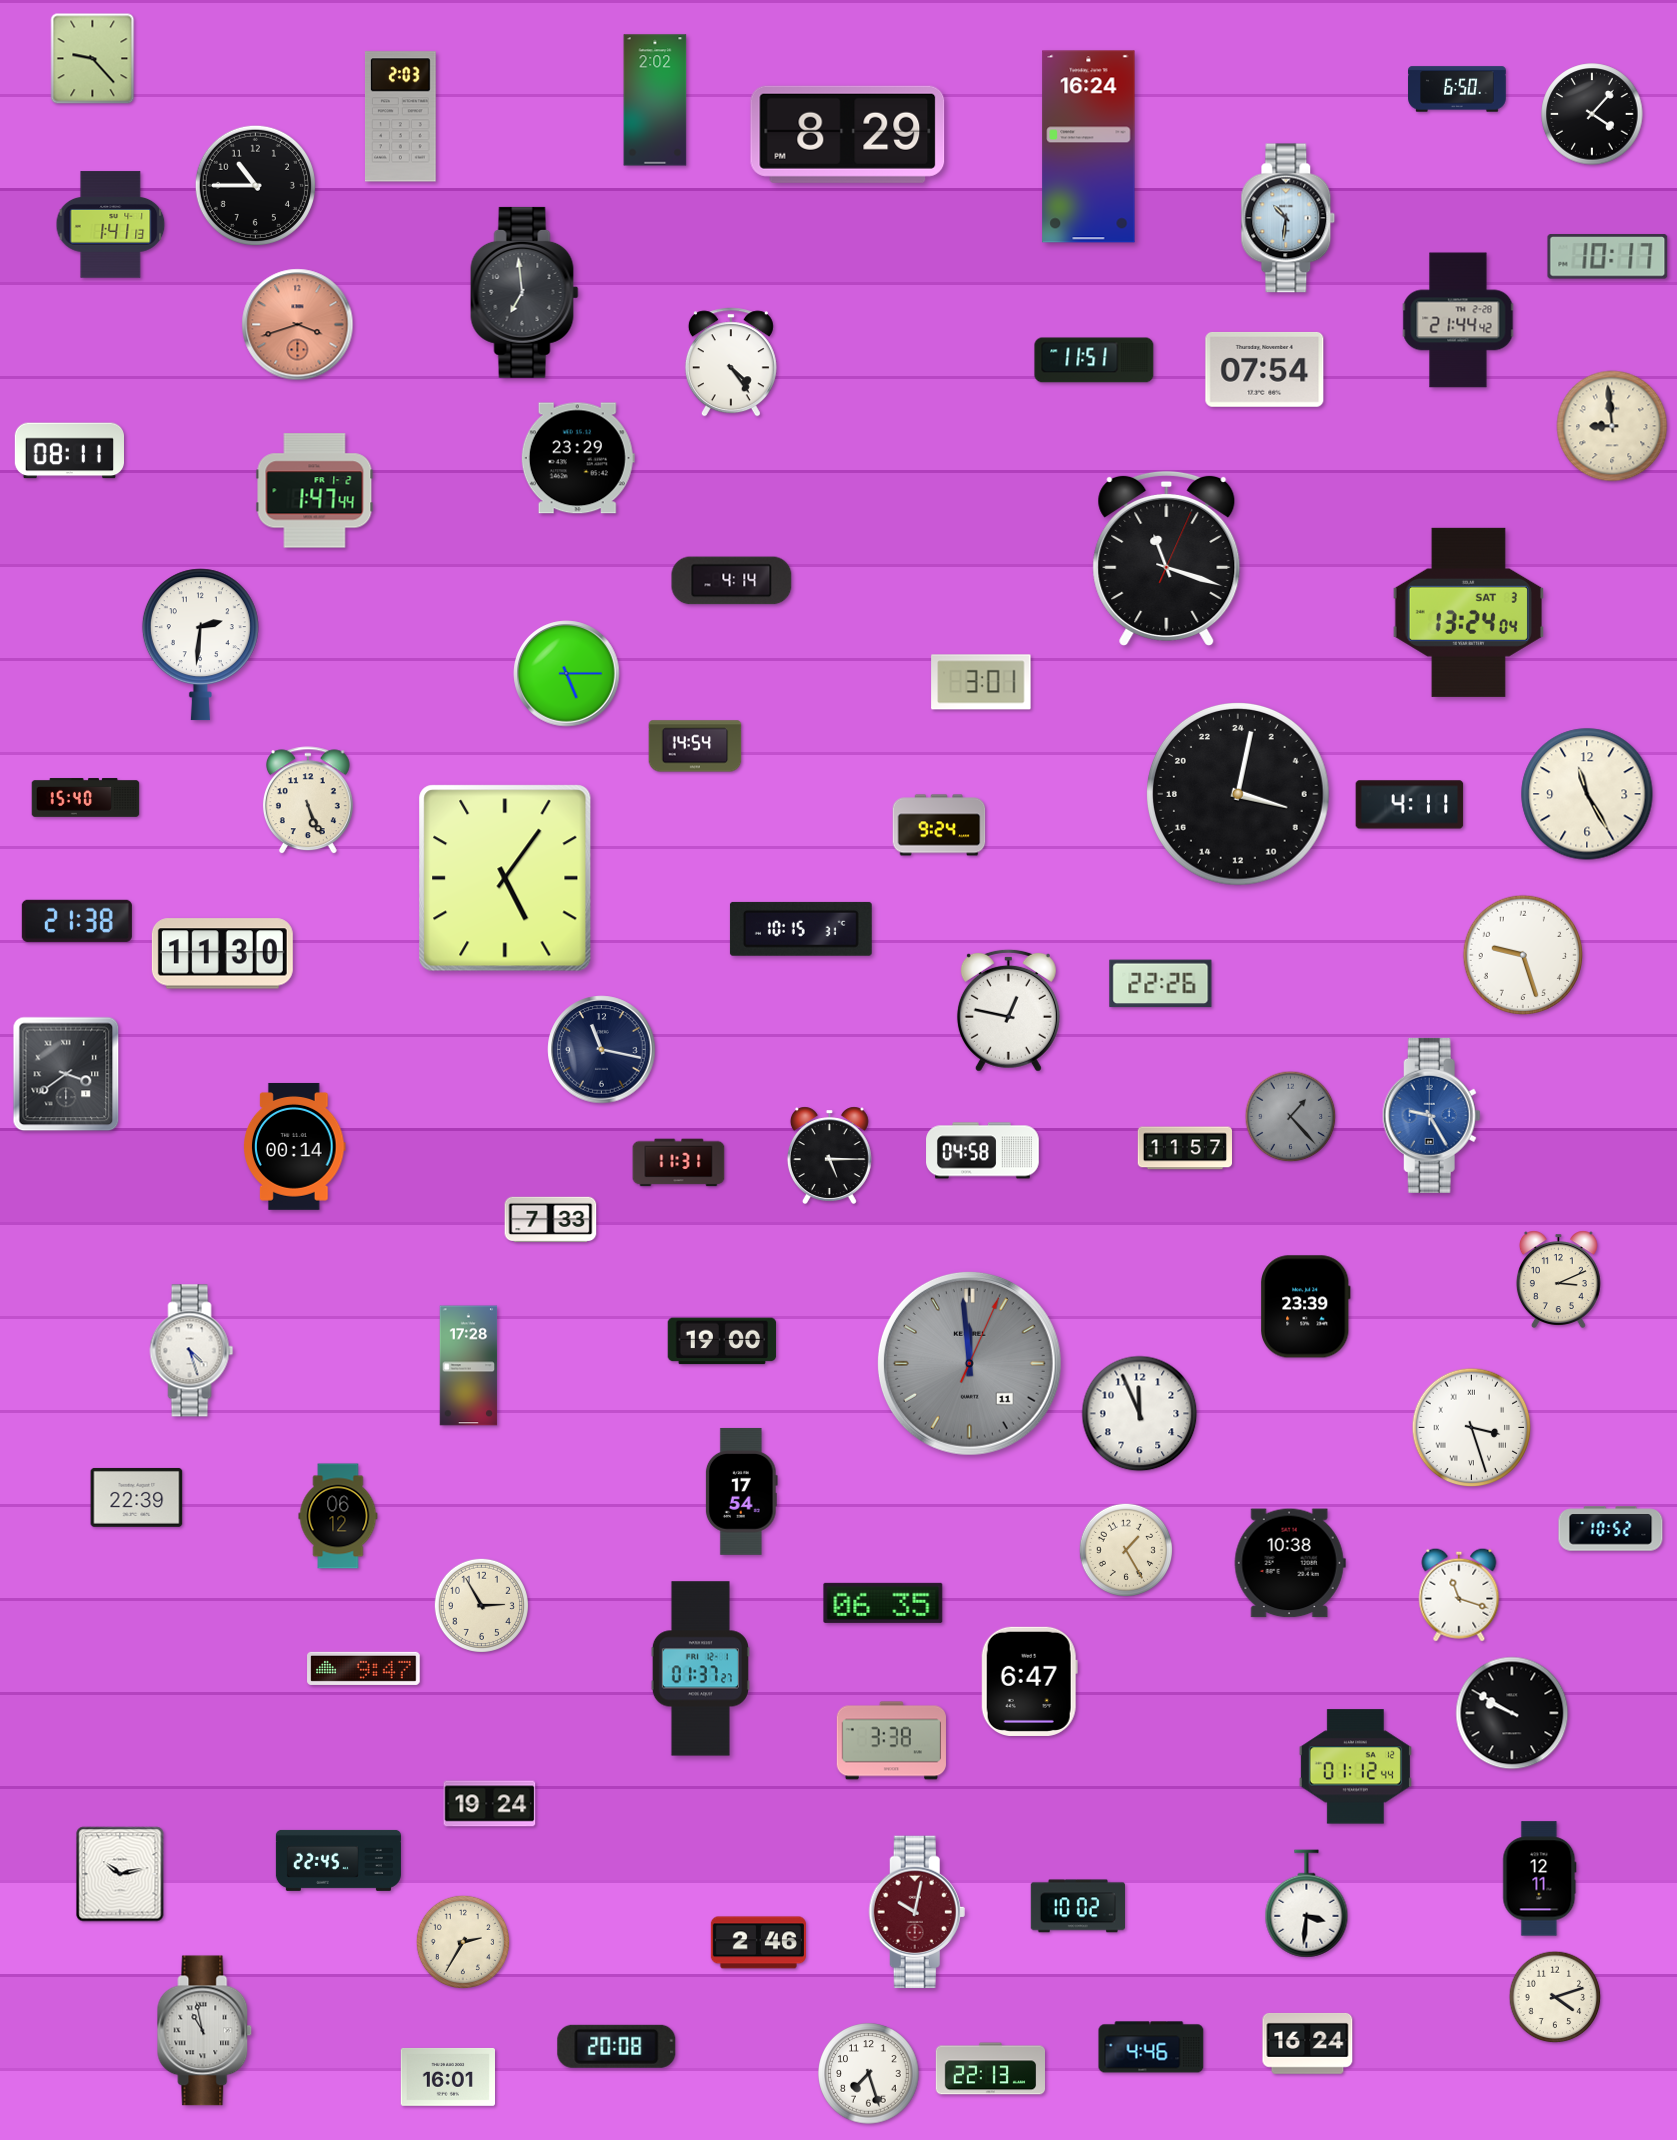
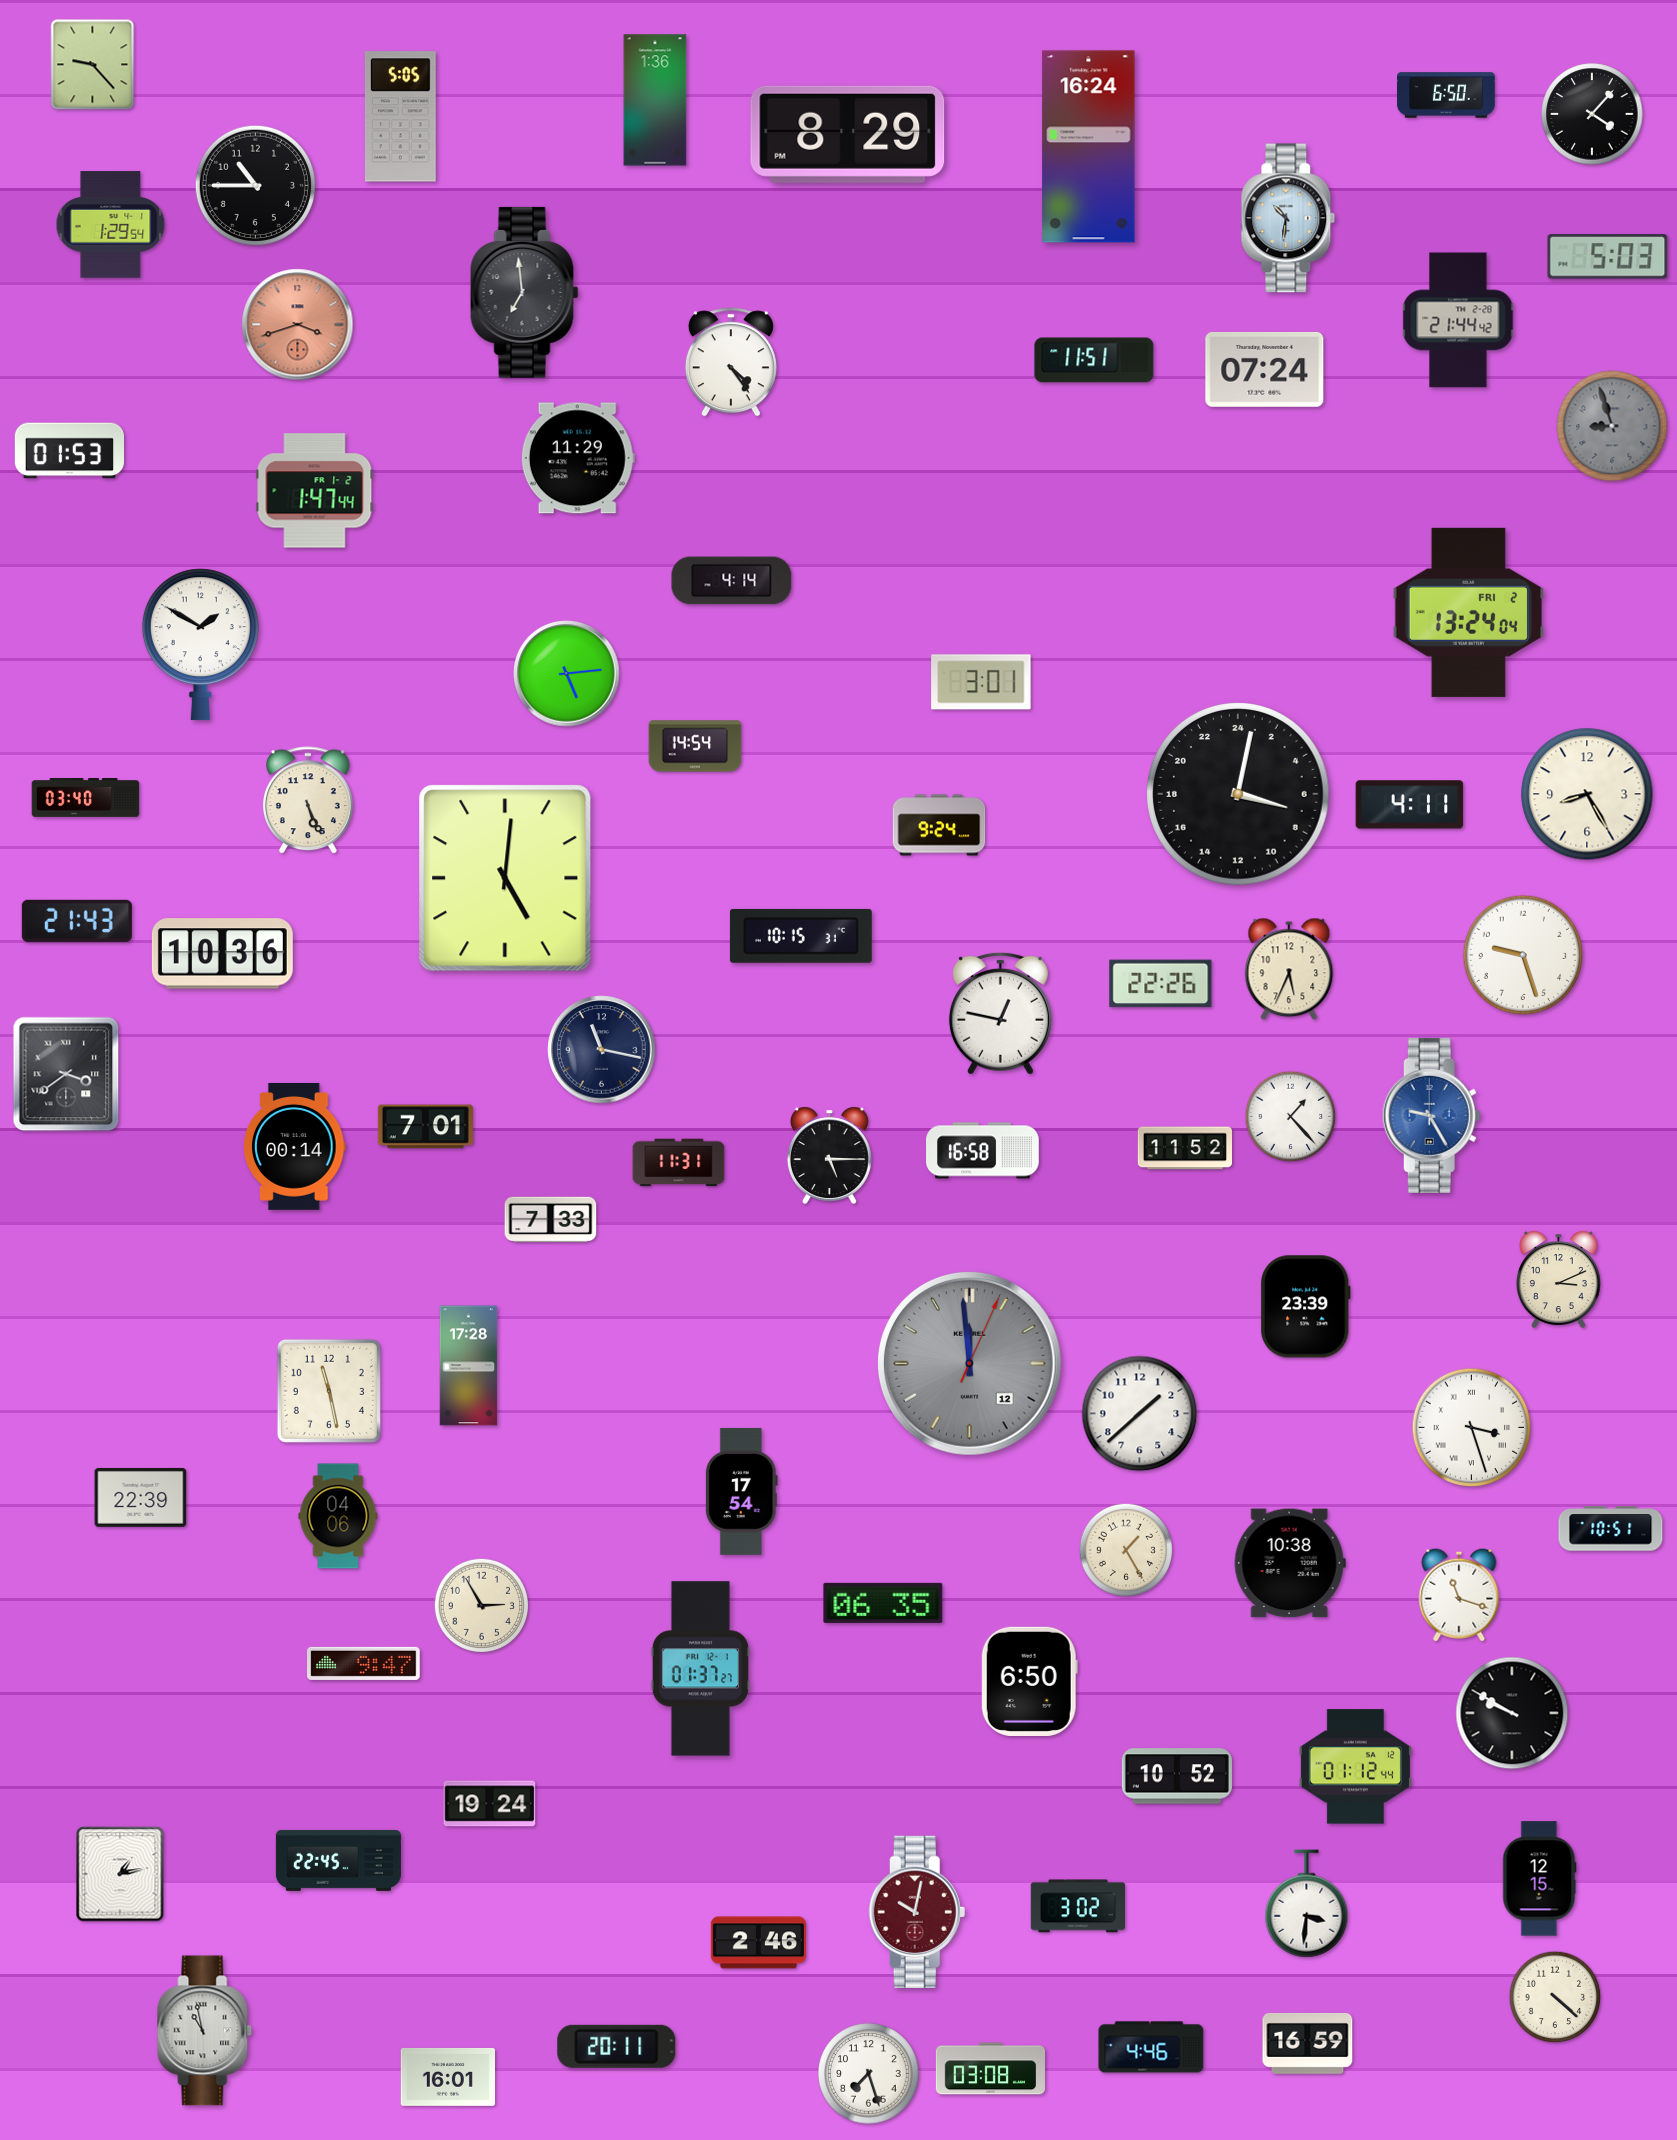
clock at (93, 59) position: (93, 59) -> (93, 65)
clock at (1457, 89) position: (1457, 89) -> (1446, 95)
clock at (655, 100): 2:02 -> 1:36
clock at (400, 117): 2:03 -> 5:05
clock at (111, 225): 1:41 -> 1:29
clock at (1608, 257): 10:17 -> 5:03
clock at (1265, 369): 07:54 -> 07:24
clock at (1612, 426): 8:59 -> 8:57
clock at (1612, 426) dial: cream -> grey
clock at (69, 451): 08:11 -> 01:53
clock at (578, 458): 23:29 -> 11:29
clock at (1167, 558): 11:18 -> none
clock at (1468, 612) date: SAT 3 -> FRI 2
clock at (200, 645): 2:31 -> 1:50
clock at (567, 674): 5:15 -> 5:14
clock at (1587, 794): 11:25 -> 8:25
clock at (86, 798): 15:40 -> 03:40
clock at (505, 878): 5:06 -> 5:01
clock at (77, 921): 21:38 -> 21:43
clock at (801, 929) position: (801, 929) -> (801, 936)
clock at (222, 954): 11:30 -> 10:36
clock at (1289, 969): none -> 5:34
clock at (1008, 1010) position: (1008, 1010) -> (1000, 1013)
clock at (1291, 1117) dial: grey -> white
clock at (425, 1127): none -> 7:01
clock at (1185, 1148): 11:57 -> 11:52
clock at (983, 1151): 04:58 -> 16:58
clock at (722, 1341): 19:00 -> none
clock at (192, 1351): 4:27 -> none
clock at (969, 1363) date: 11 -> 12
clock at (329, 1391): none -> 11:28
clock at (1140, 1414): 11:56 -> 1:38
clock at (137, 1497) position: (137, 1497) -> (141, 1497)
clock at (338, 1516): 06:12 -> 04:06
clock at (1611, 1529): 10:52 -> 10:51
clock at (364, 1668) position: (364, 1668) -> (364, 1663)
clock at (1029, 1681): 6:47 -> 6:50
clock at (891, 1741): 3:38 -> none
clock at (1177, 1776): none -> 10:52
clock at (120, 1874): 10:13 -> 1:13
clock at (1540, 1879): 12:11 -> 12:15
clock at (1077, 1906): 10:02 -> 3:02
clock at (462, 1941): 2:35 -> none
clock at (1555, 1997): 4:12 -> 4:22
clock at (1308, 2043): 16:24 -> 16:59
clock at (617, 2046): 20:08 -> 20:11
clock at (990, 2069): 22:13 -> 03:08
